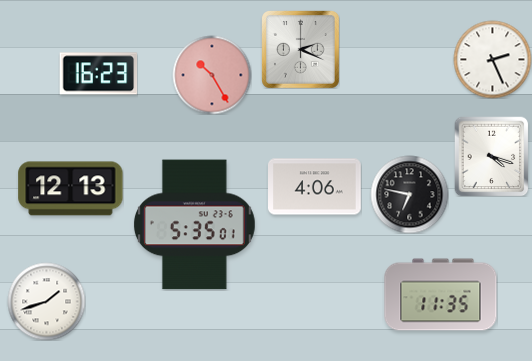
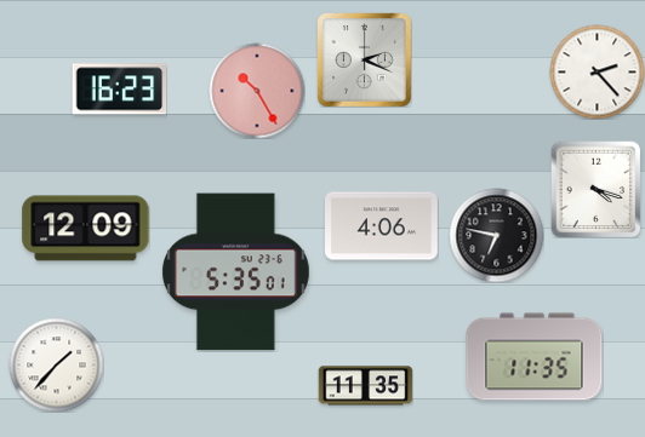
clock at (492, 59): 2:26 -> 2:23
clock at (71, 189): 12:13 -> 12:09
clock at (46, 301): 1:42 -> 1:37
clock at (365, 386): none -> 11:35
